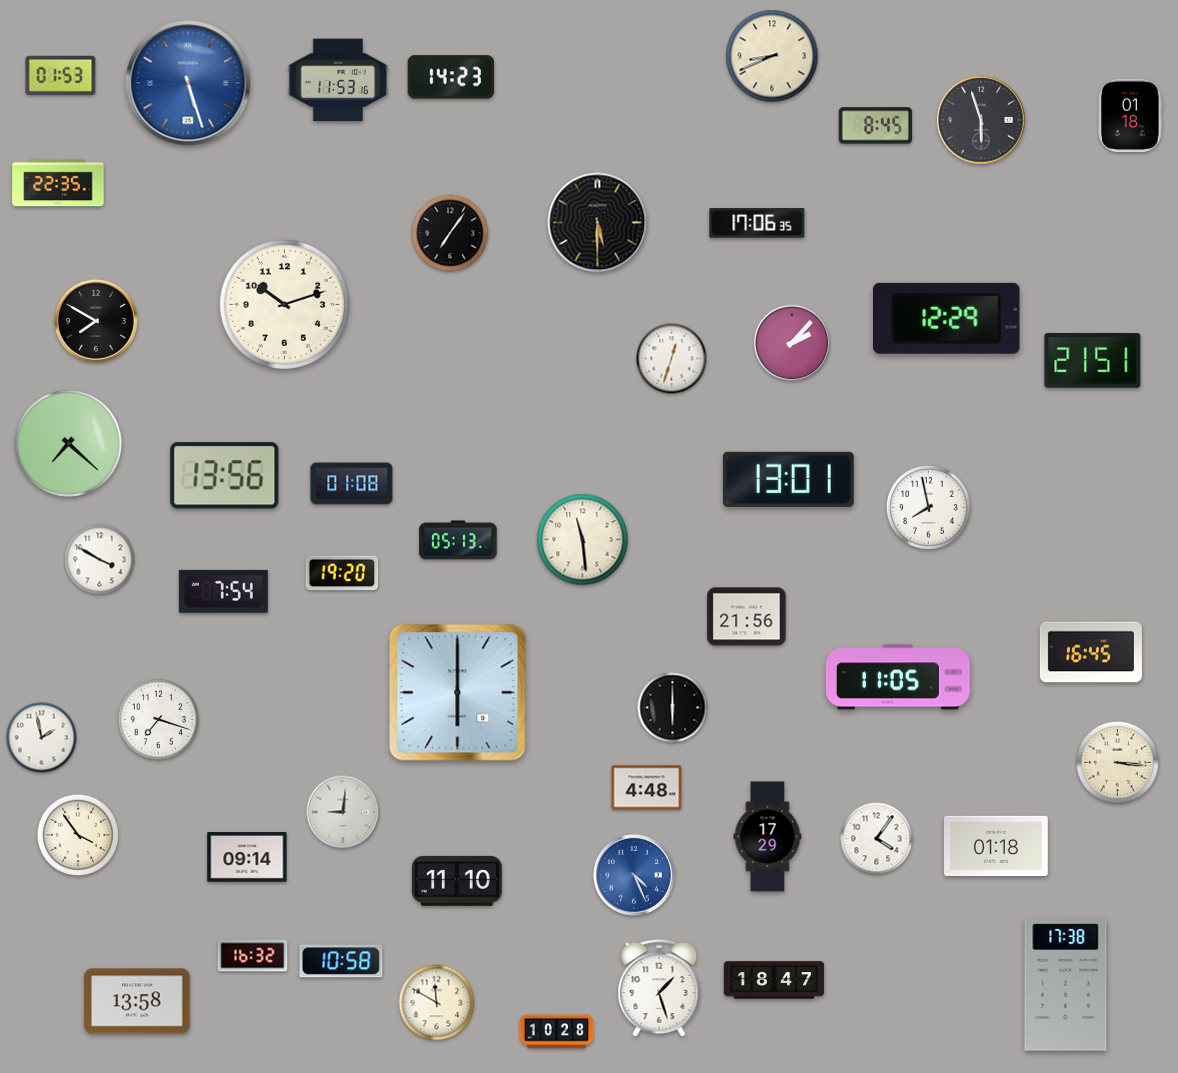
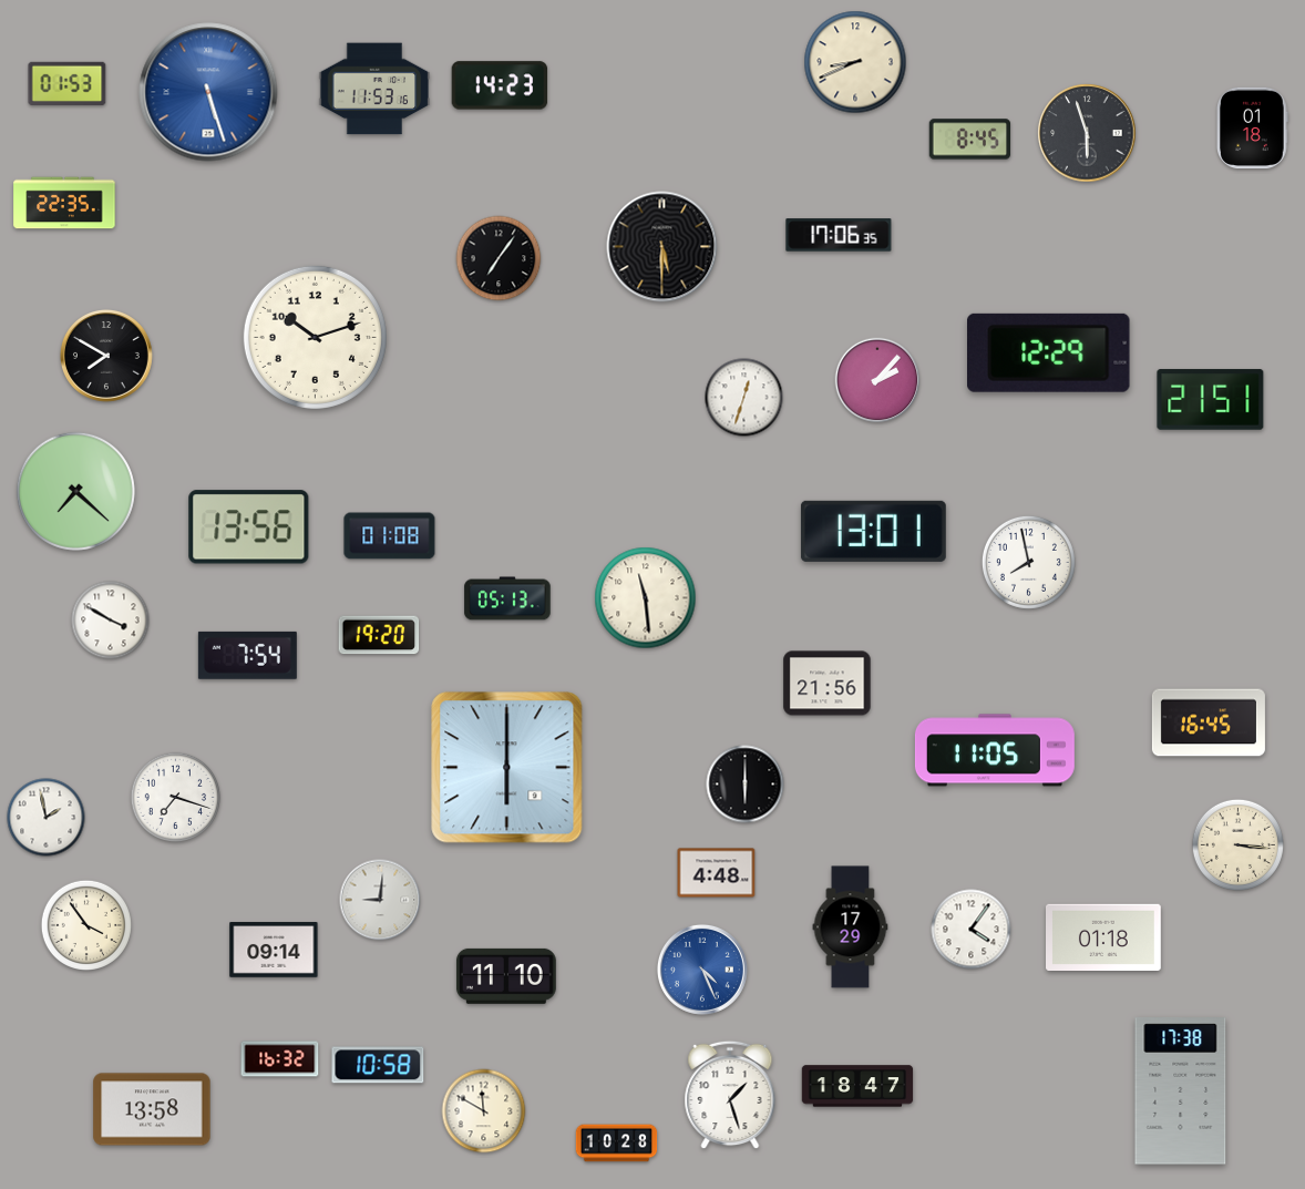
clock at (757, 223) position: (757, 223) -> (839, 235)
